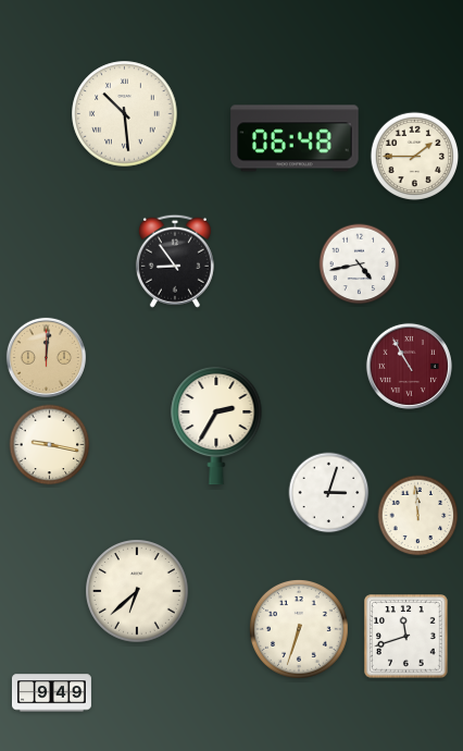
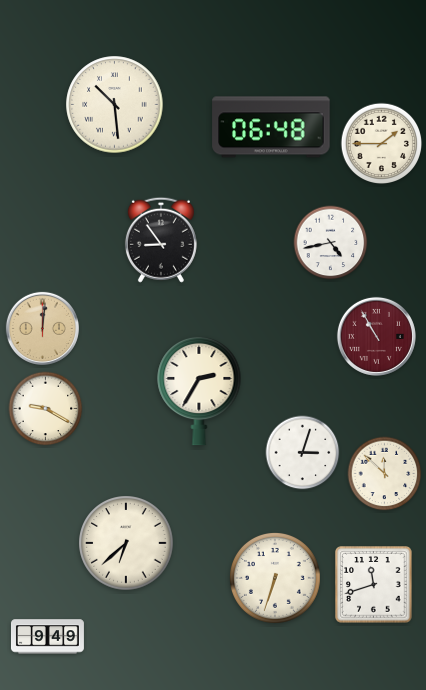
clock at (50, 445): 9:17 -> 9:20
clock at (418, 516): 11:59 -> 11:52
